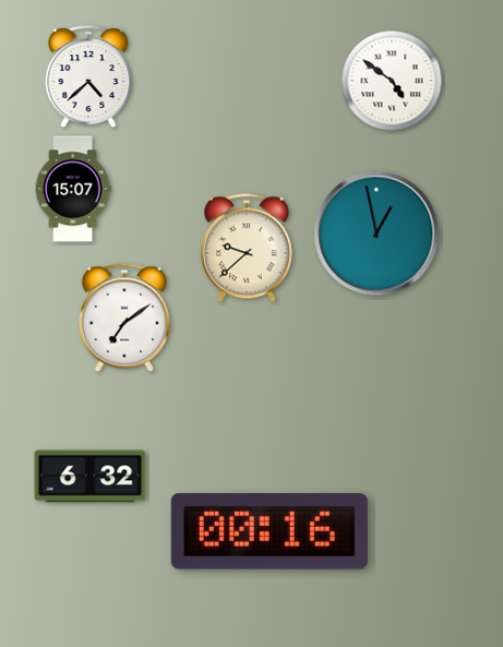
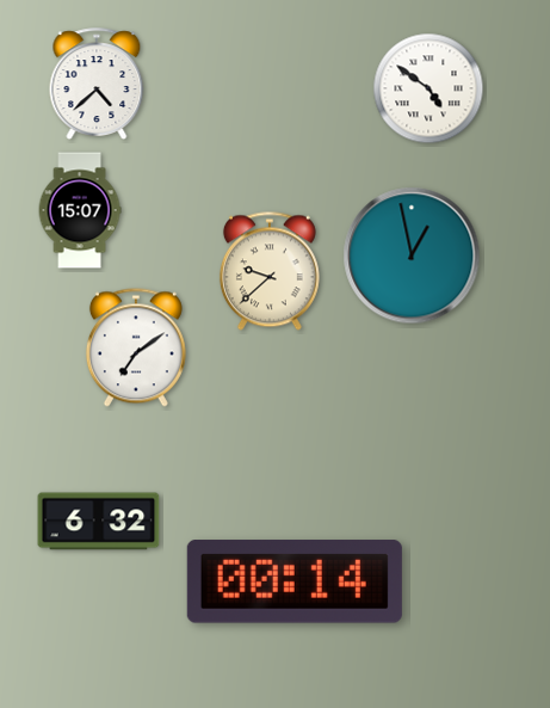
clock at (73, 189) position: (73, 189) -> (80, 210)
clock at (270, 531): 00:16 -> 00:14
